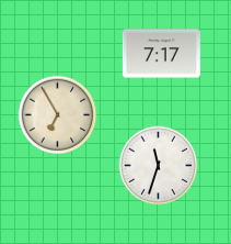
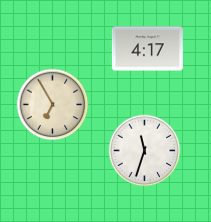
clock at (161, 54): 7:17 -> 4:17
